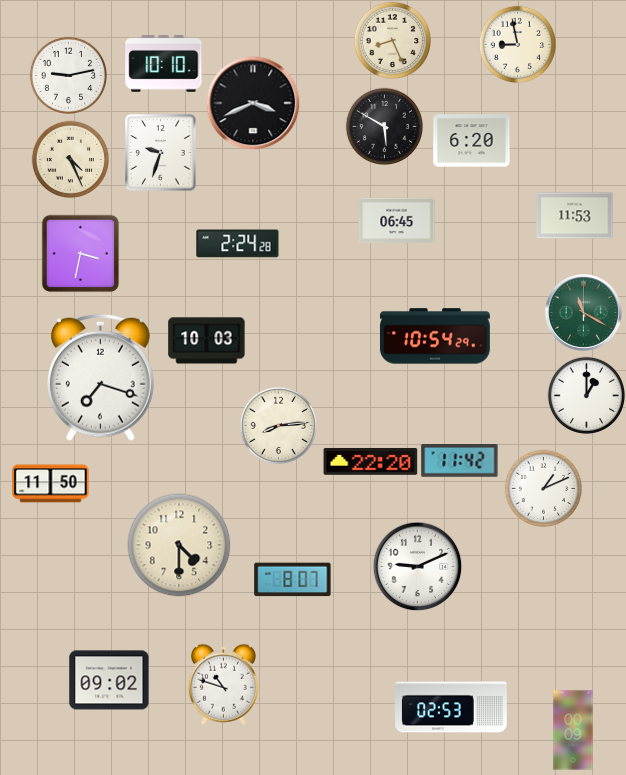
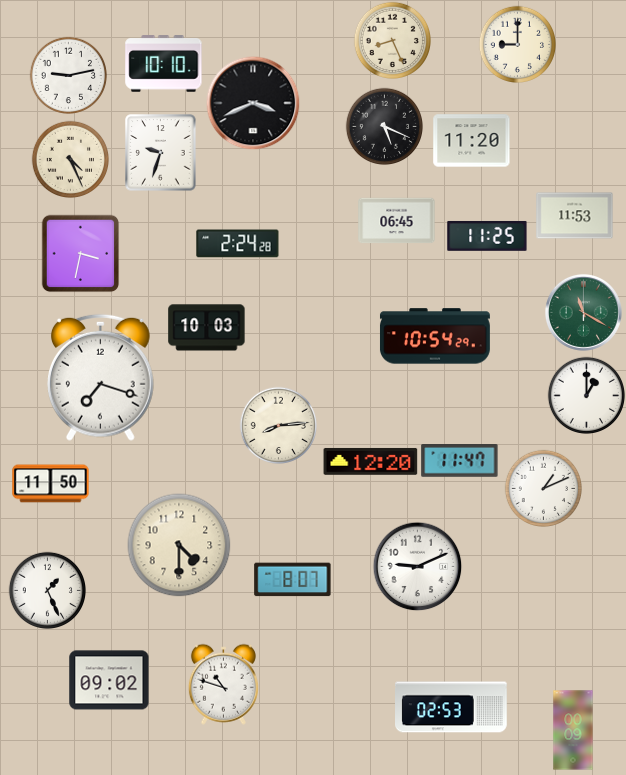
clock at (517, 44): 8:58 -> 9:00
clock at (384, 126): 5:50 -> 5:19
clock at (472, 141): 6:20 -> 11:20
clock at (487, 236): none -> 11:25
clock at (207, 341) position: (207, 341) -> (207, 328)
clock at (460, 461): 11:42 -> 11:47
clock at (371, 462): 22:20 -> 12:20
clock at (47, 590): none -> 1:26
